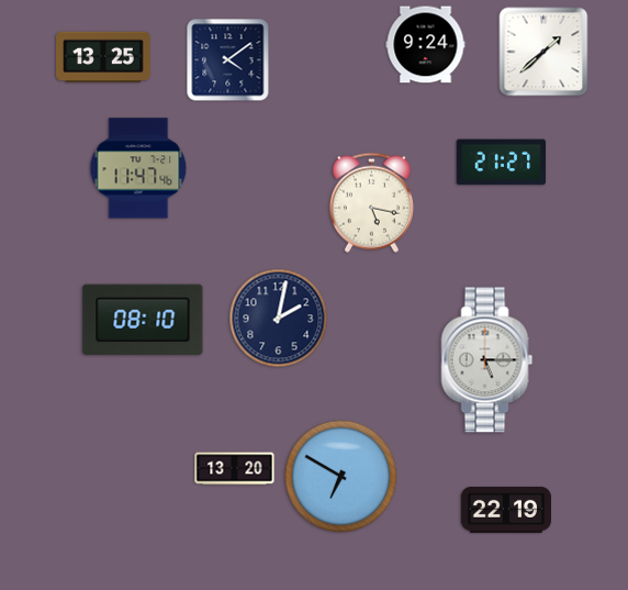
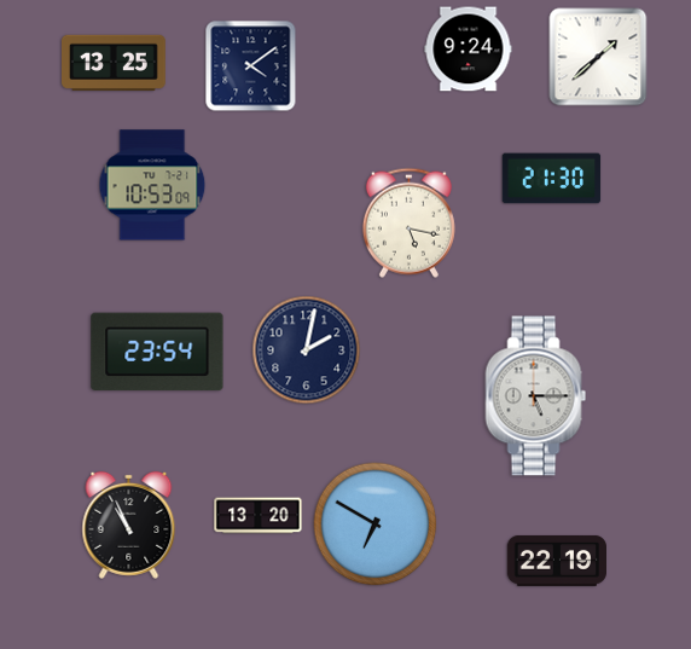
clock at (502, 163): 21:27 -> 21:30
clock at (138, 168): 11:47 -> 10:53
clock at (143, 320): 08:10 -> 23:54
clock at (129, 525): none -> 10:56
